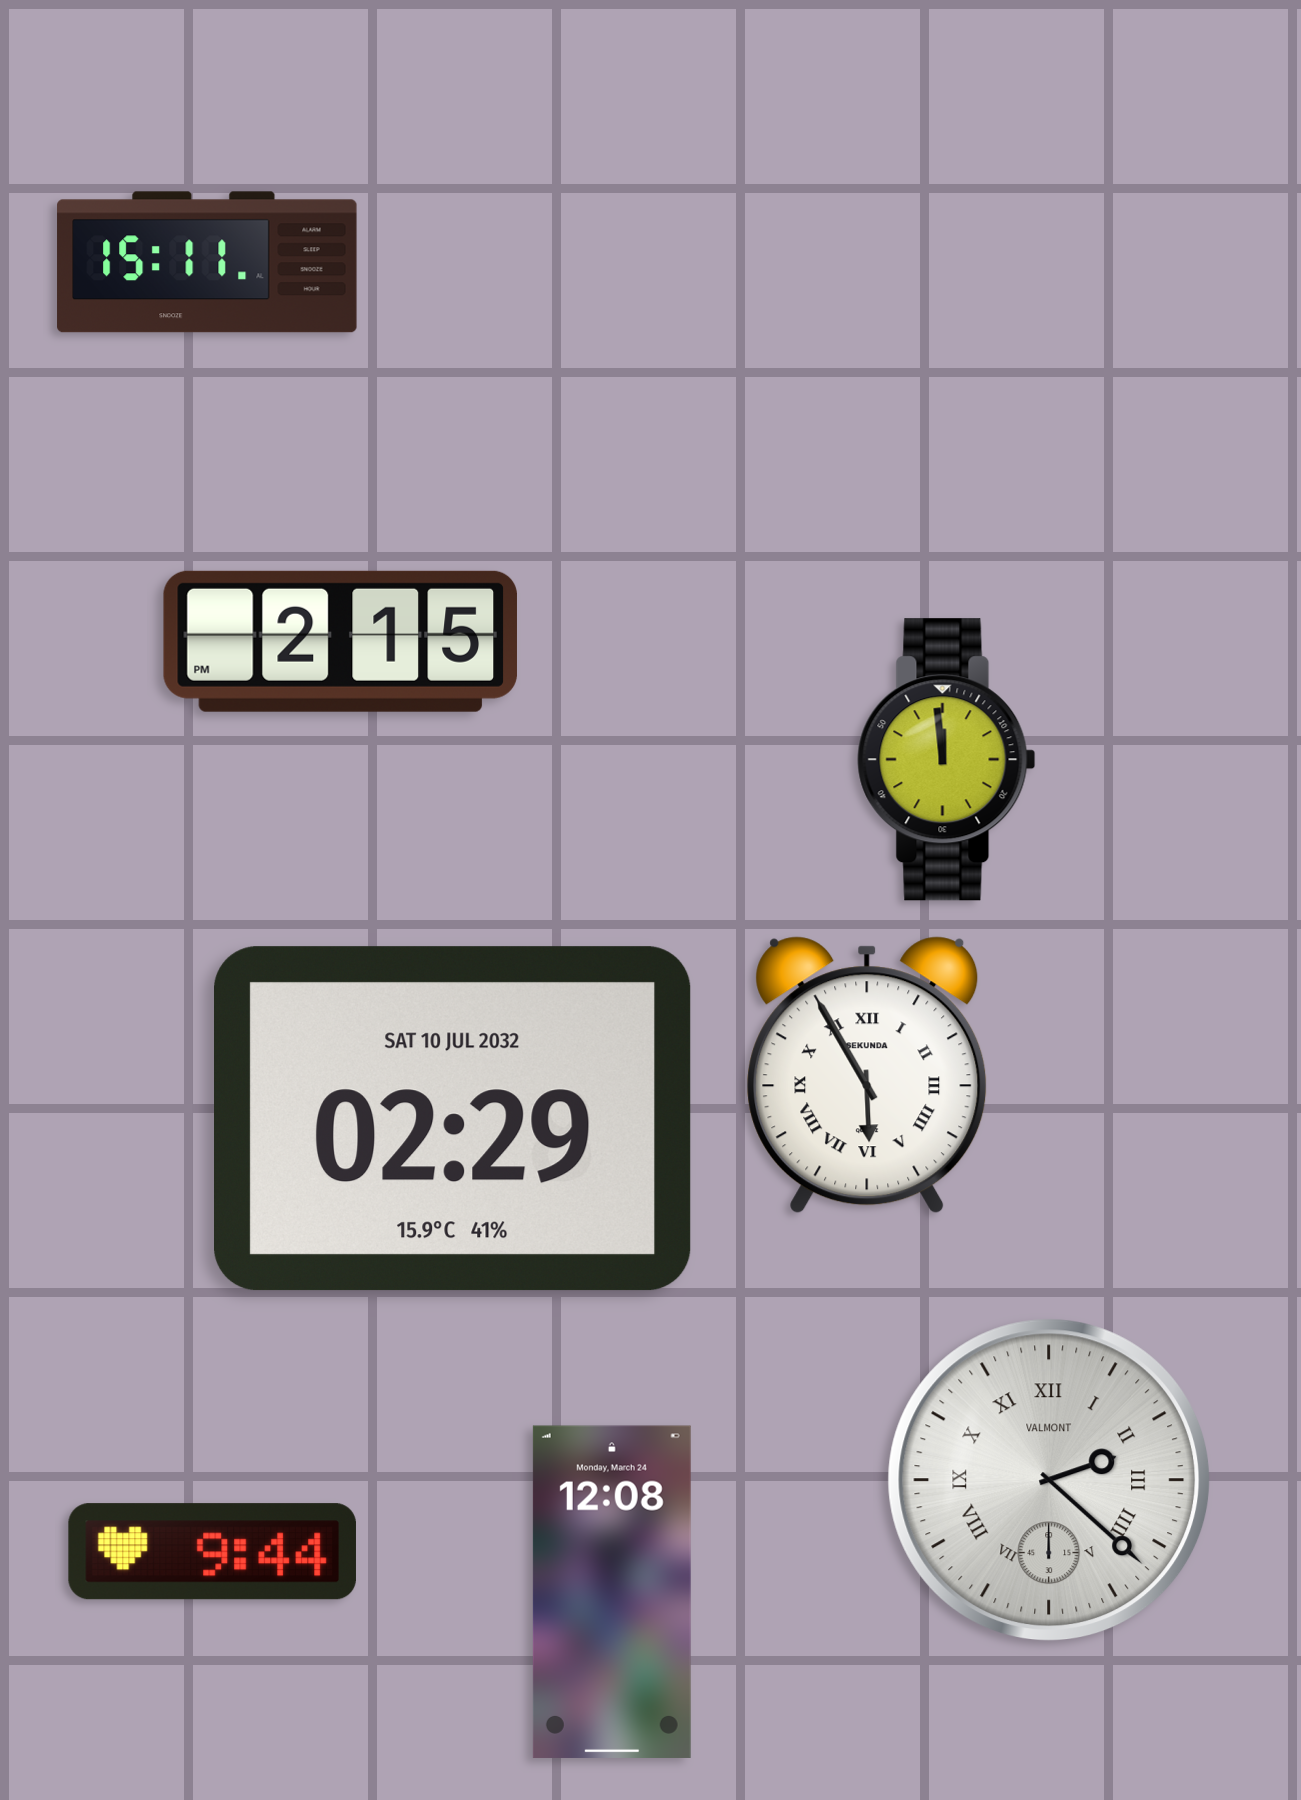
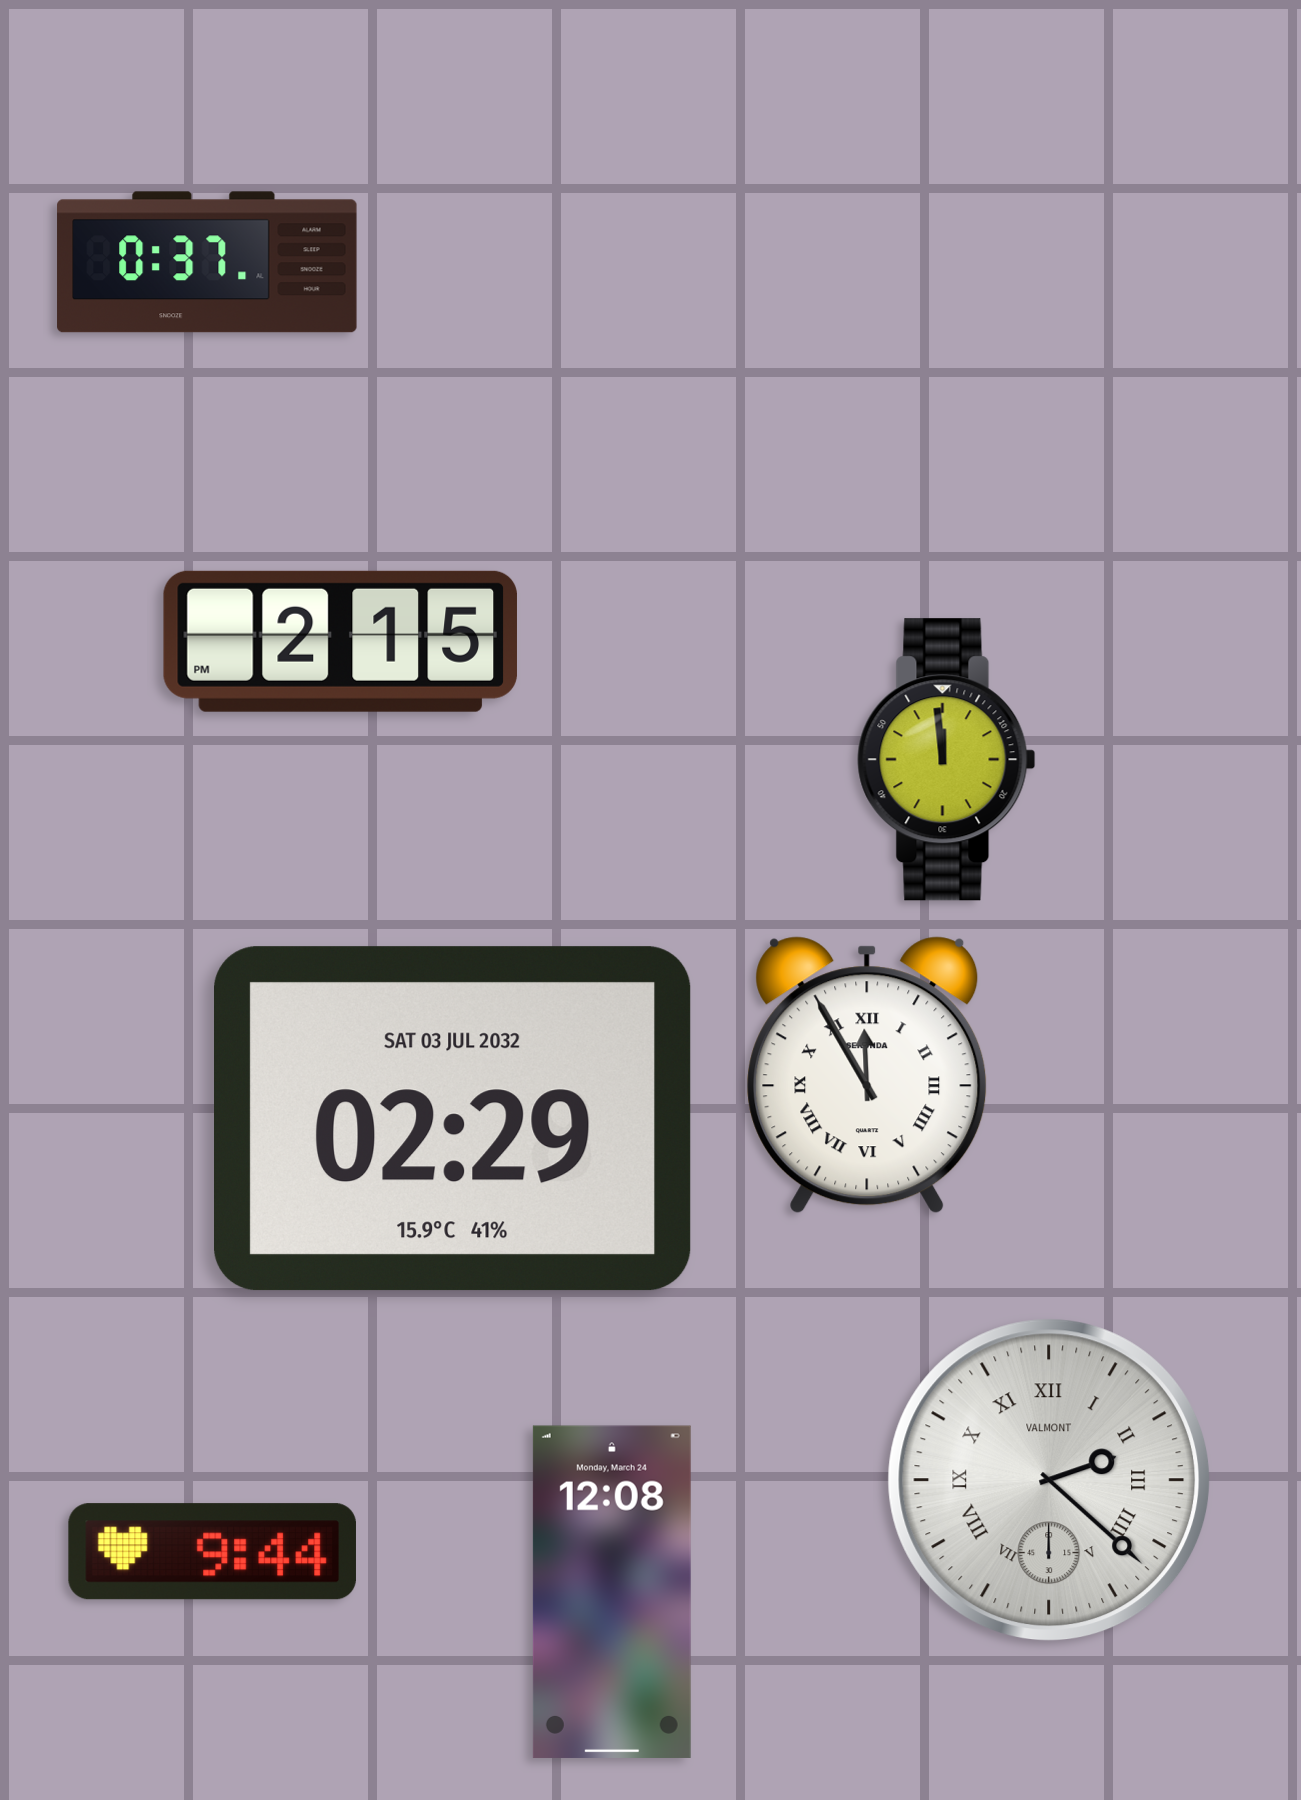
clock at (207, 262): 15:11 -> 0:37
clock at (867, 1075): 5:55 -> 11:55
clock at (453, 1119) date: SAT 10 JUL 2032 -> SAT 03 JUL 2032
